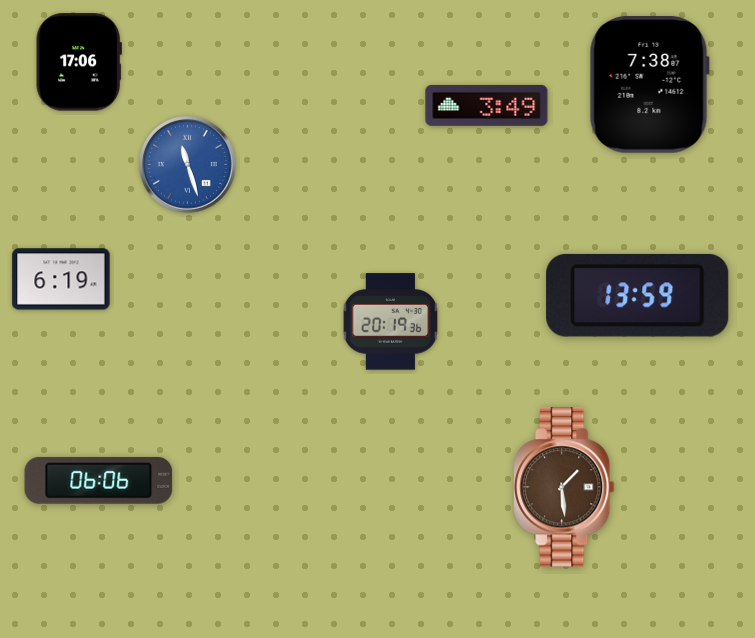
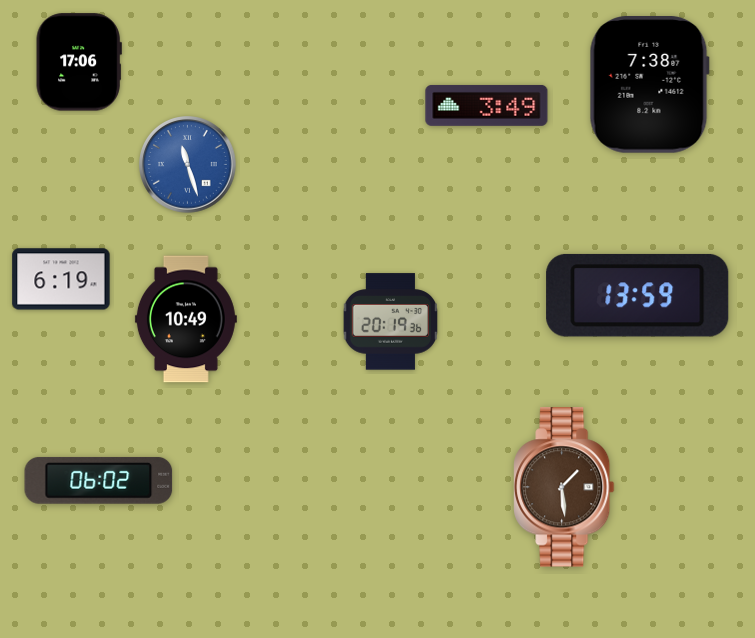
clock at (186, 319): none -> 10:49
clock at (99, 480): 06:06 -> 06:02
